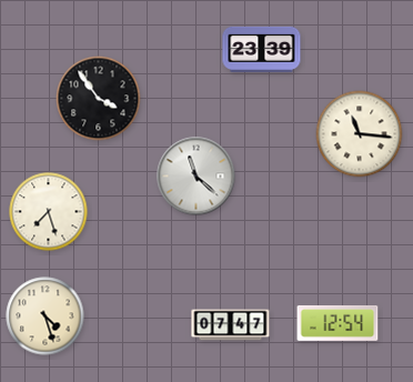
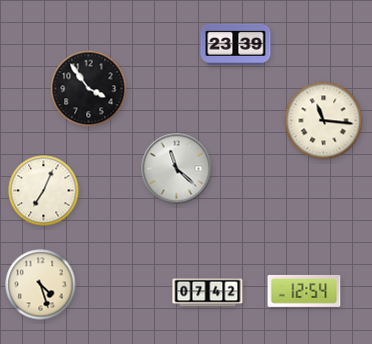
clock at (197, 177) position: (197, 177) -> (177, 169)
clock at (49, 212): 7:27 -> 7:04
clock at (231, 325): 07:47 -> 07:42
